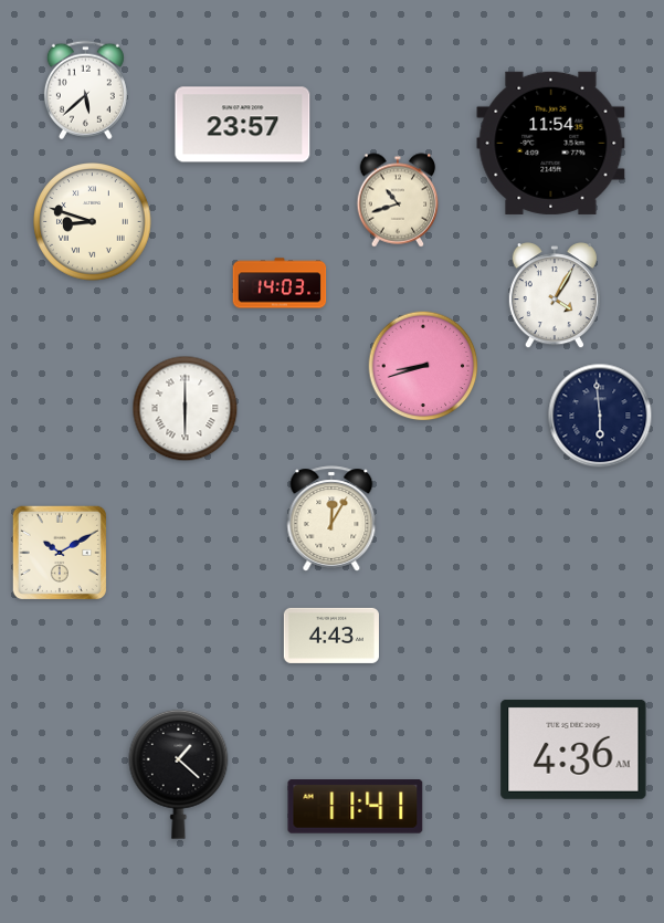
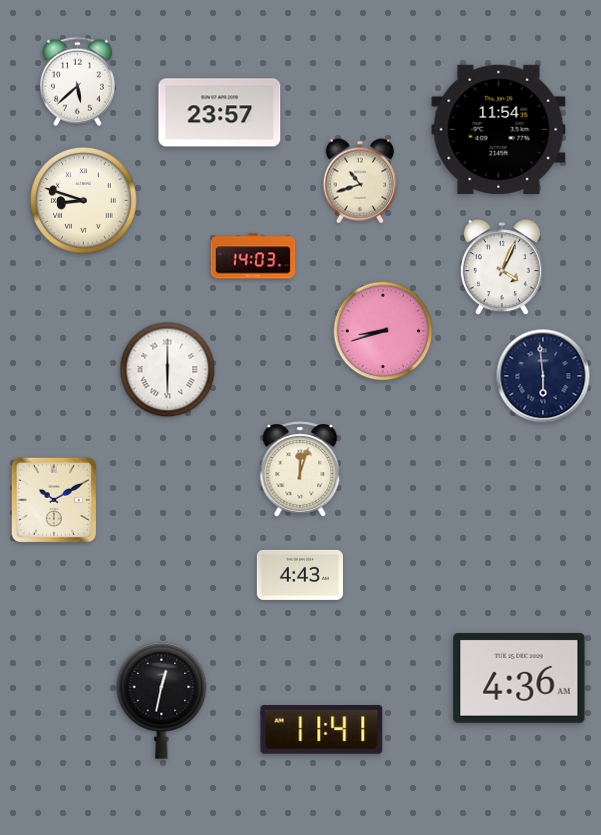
clock at (555, 296): 4:05 -> 4:04
clock at (331, 518): 12:05 -> 12:03
clock at (179, 774): 1:22 -> 12:32
